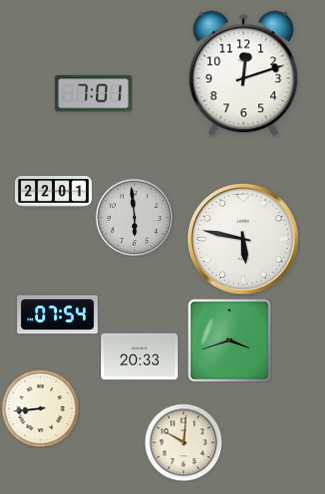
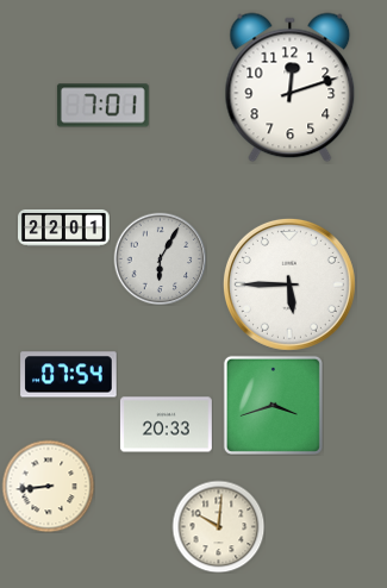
clock at (93, 94) position: (93, 94) -> (102, 106)
clock at (134, 217): 5:59 -> 6:05
clock at (243, 239): 5:47 -> 5:45
